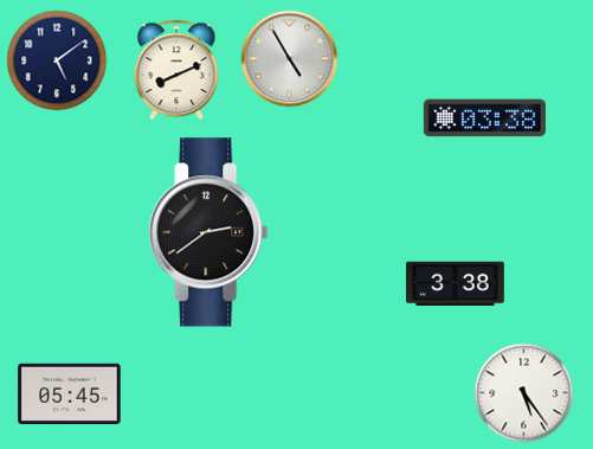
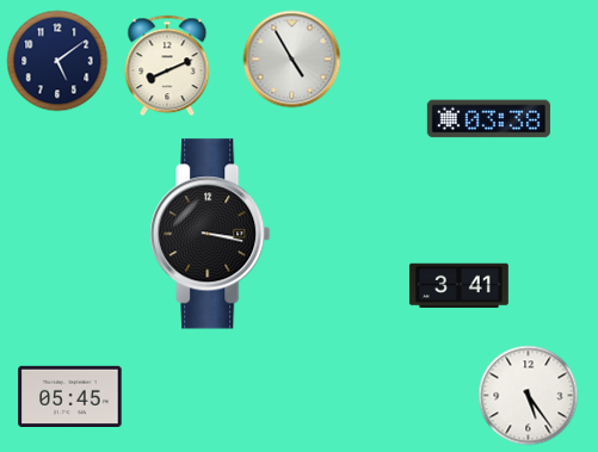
clock at (176, 70) position: (176, 70) -> (167, 66)
clock at (208, 232): 2:39 -> 3:17
clock at (455, 284): 3:38 -> 3:41
